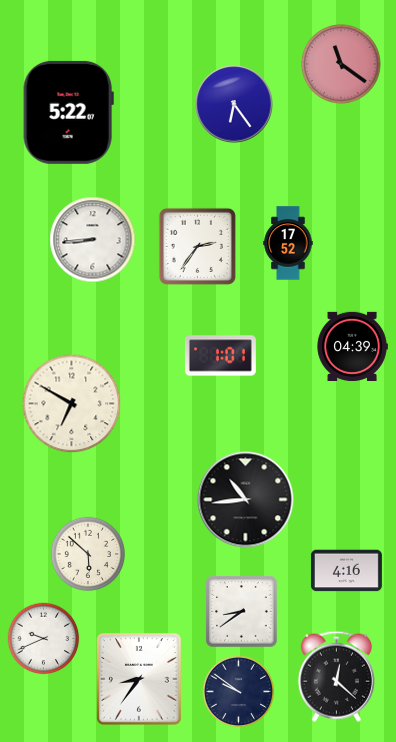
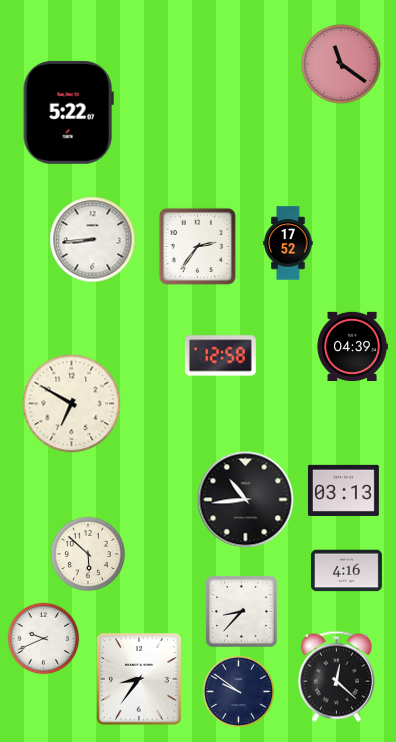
clock at (234, 104): 6:24 -> none
clock at (220, 356): 1:01 -> 12:58
clock at (343, 490): none -> 03:13
clock at (242, 612): 8:39 -> 8:37
